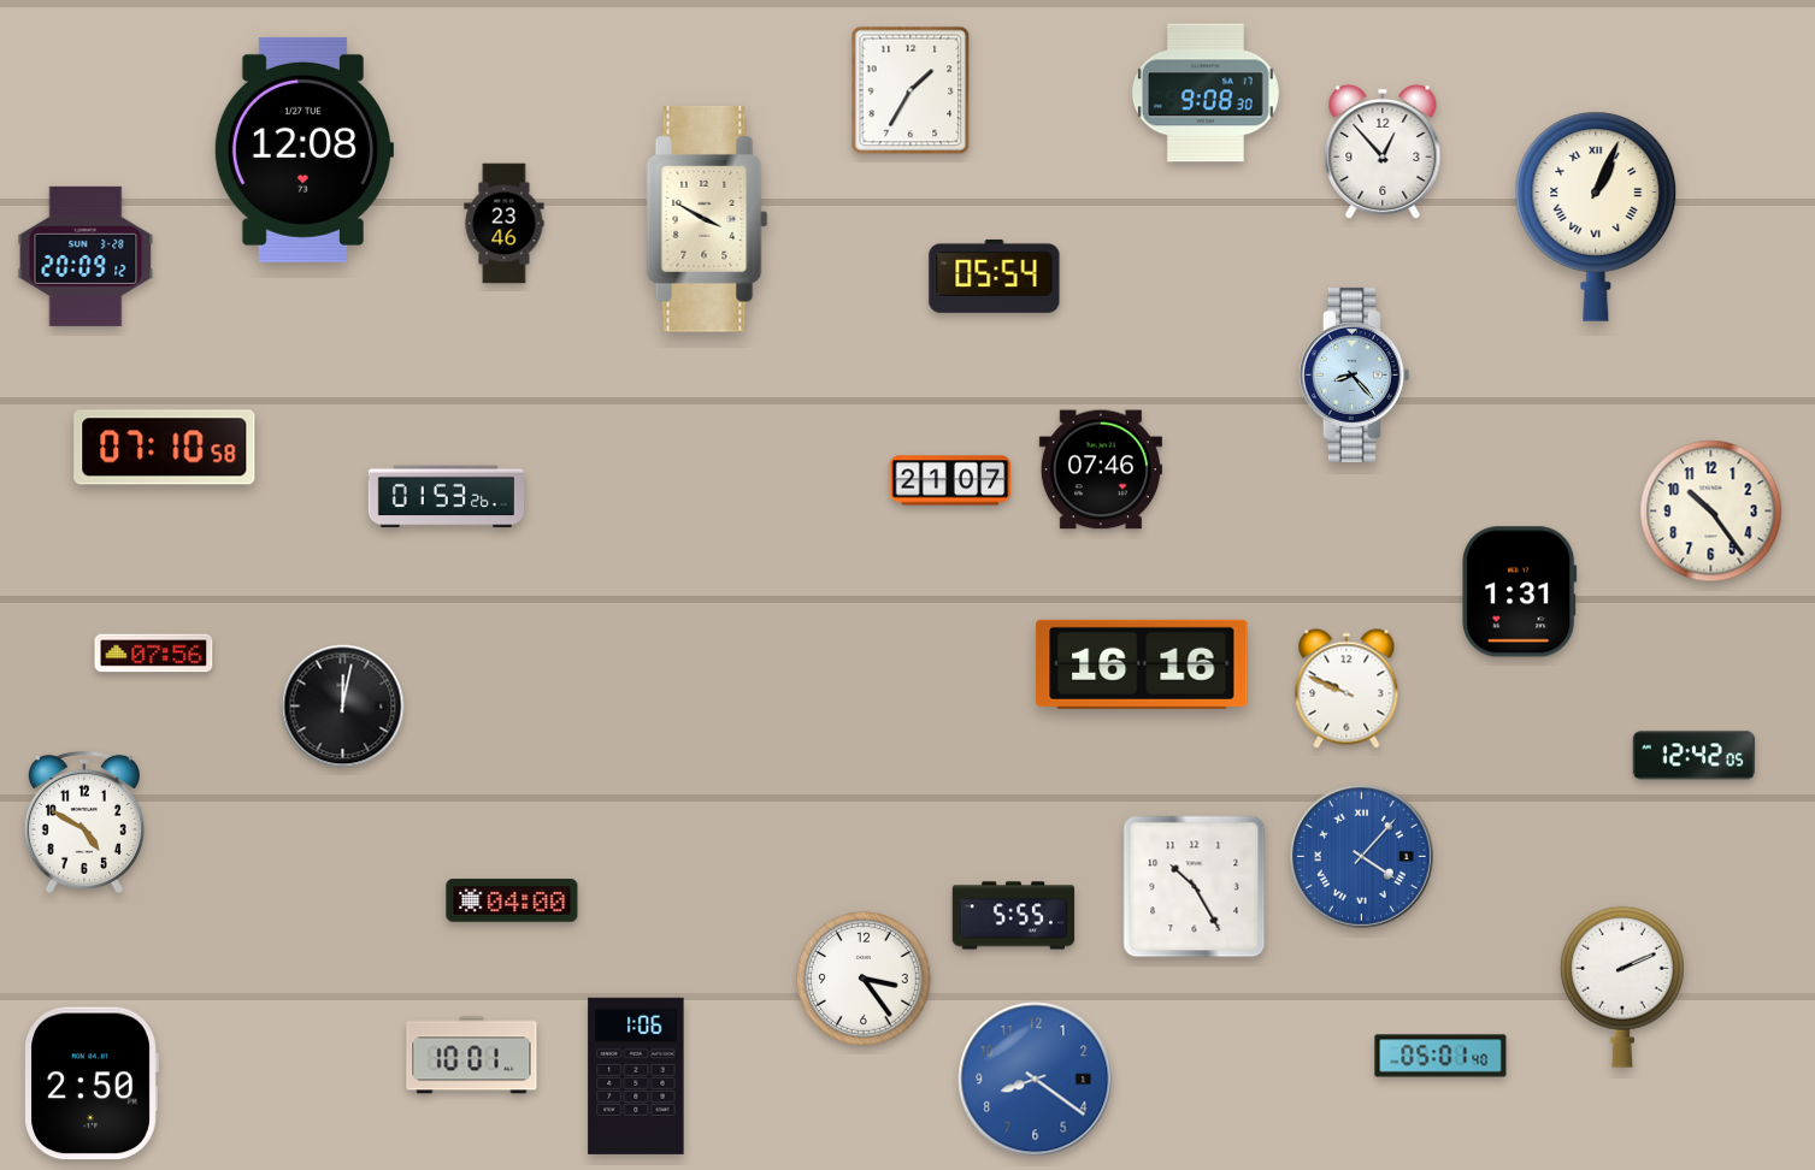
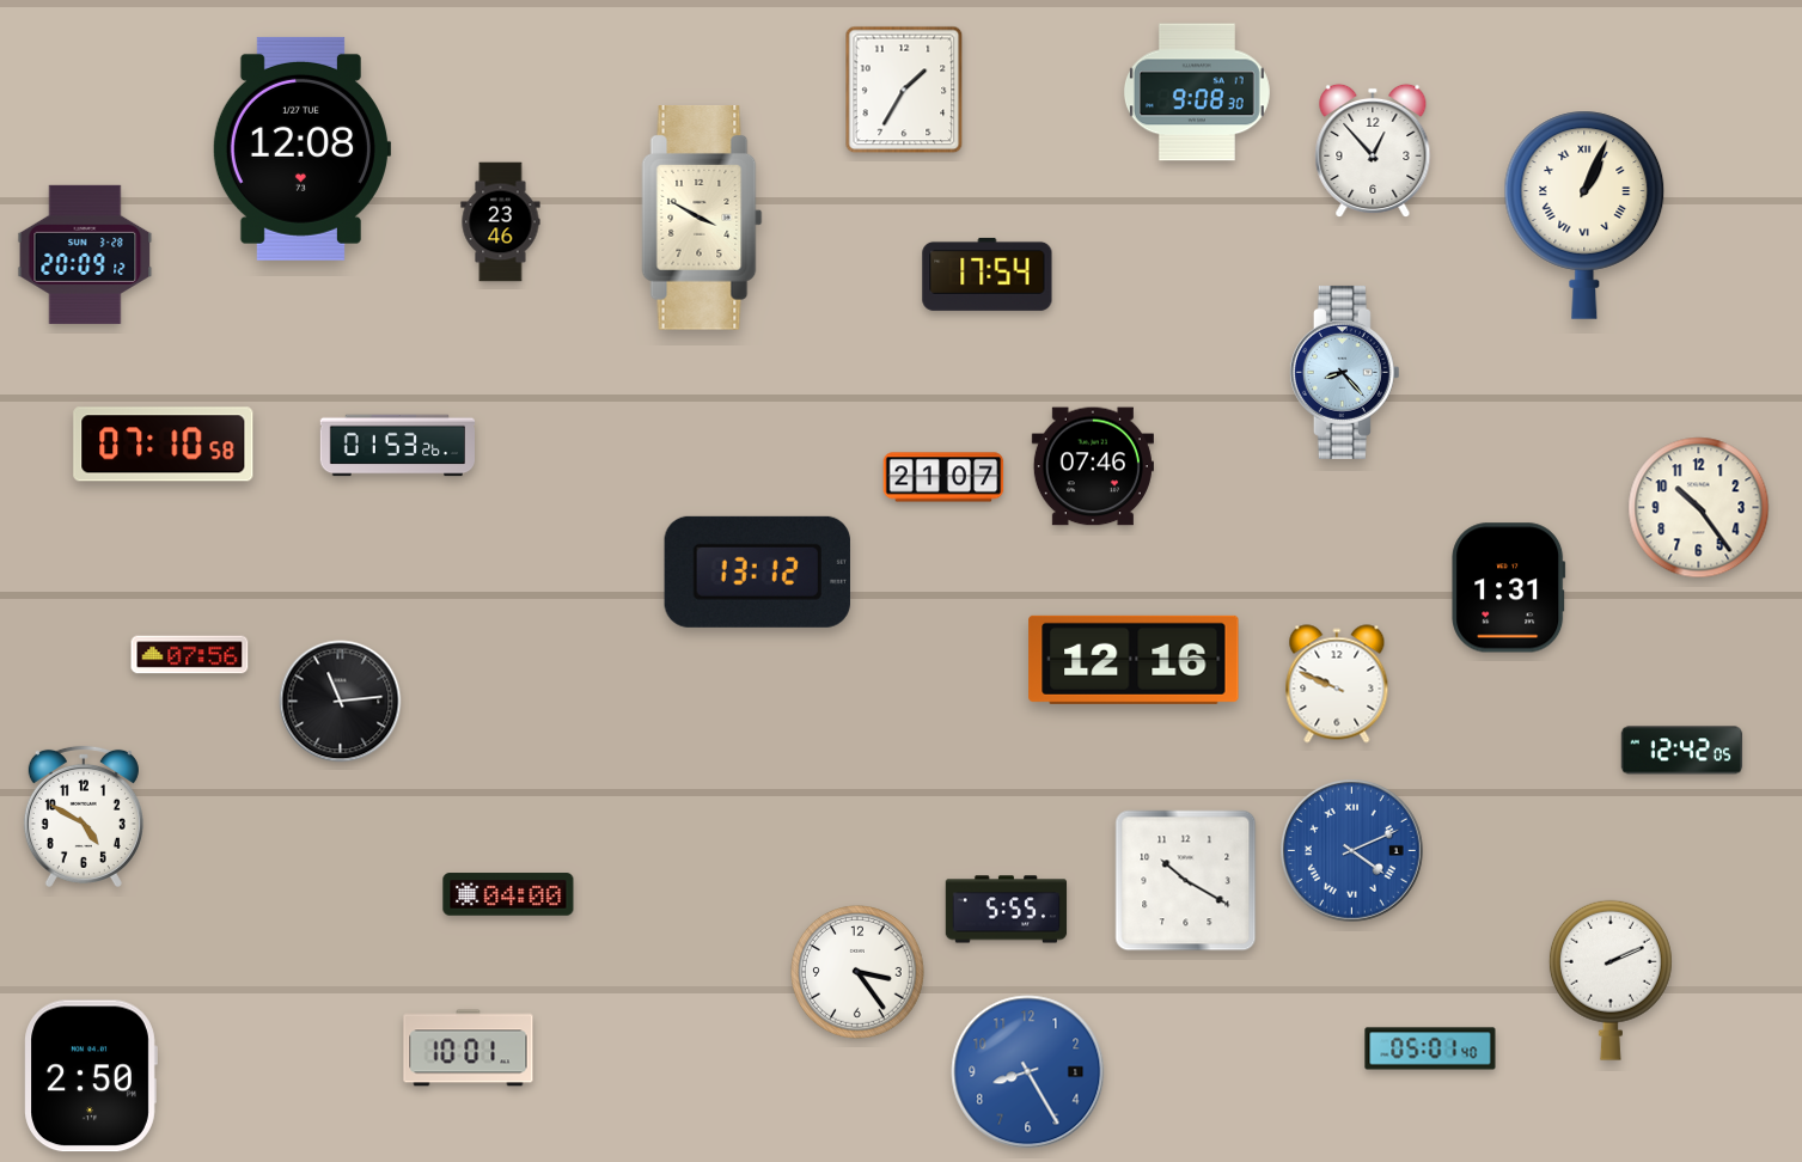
clock at (995, 276): 05:54 -> 17:54
clock at (446, 497) position: (446, 497) -> (397, 446)
clock at (757, 571): none -> 13:12
clock at (154, 654) position: (154, 654) -> (190, 655)
clock at (1142, 664): 16:16 -> 12:16
clock at (343, 707): 12:02 -> 11:14
clock at (1361, 856): 4:07 -> 4:11
clock at (1195, 887): 10:25 -> 10:20
clock at (636, 1076): 1:06 -> none
clock at (1036, 1080): 8:21 -> 8:25
